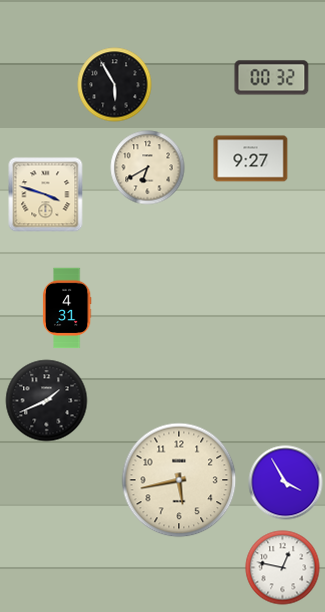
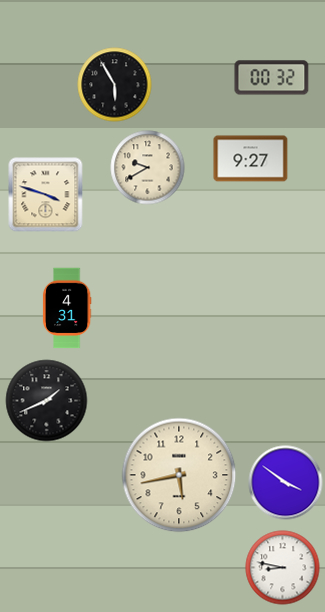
clock at (148, 168): 6:40 -> 9:40
clock at (179, 480) position: (179, 480) -> (179, 475)
clock at (286, 483): 3:55 -> 3:51
clock at (283, 568): 12:47 -> 8:47
